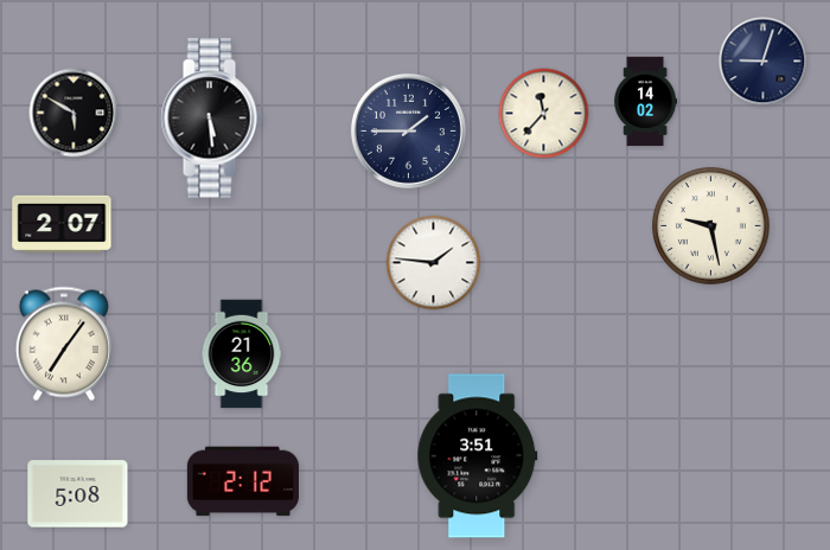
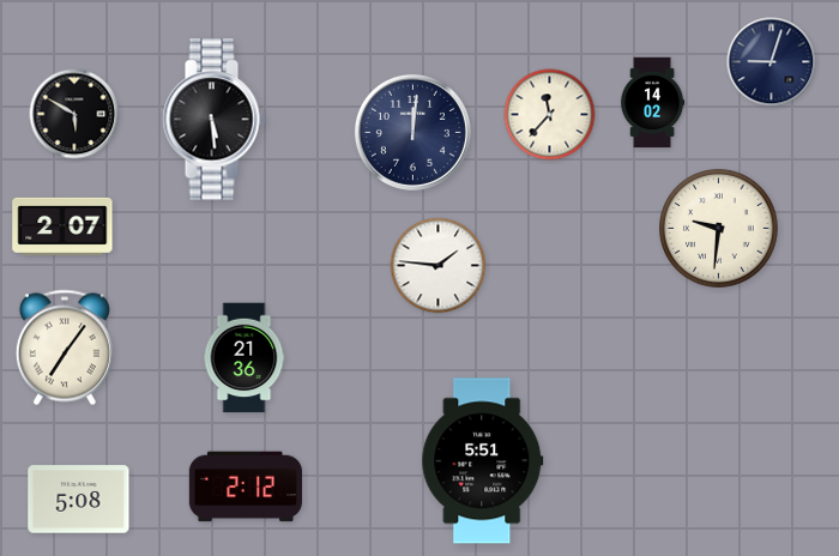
clock at (408, 130): 1:45 -> 12:01
clock at (711, 226): 9:28 -> 9:31
clock at (478, 456): 3:51 -> 5:51
